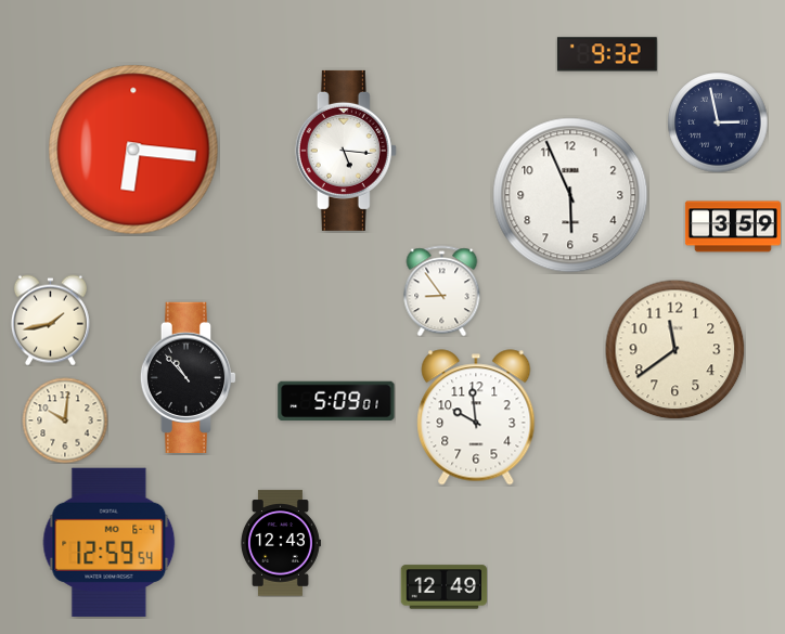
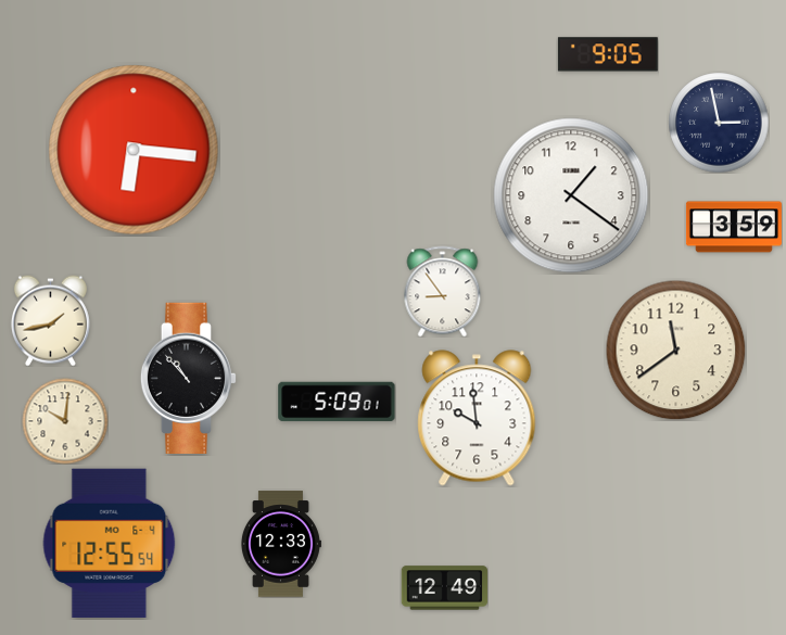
clock at (607, 54): 9:32 -> 9:05
clock at (346, 151): 5:16 -> none
clock at (570, 195): 5:56 -> 1:21
clock at (110, 542): 12:59 -> 12:55
clock at (280, 543): 12:43 -> 12:33
